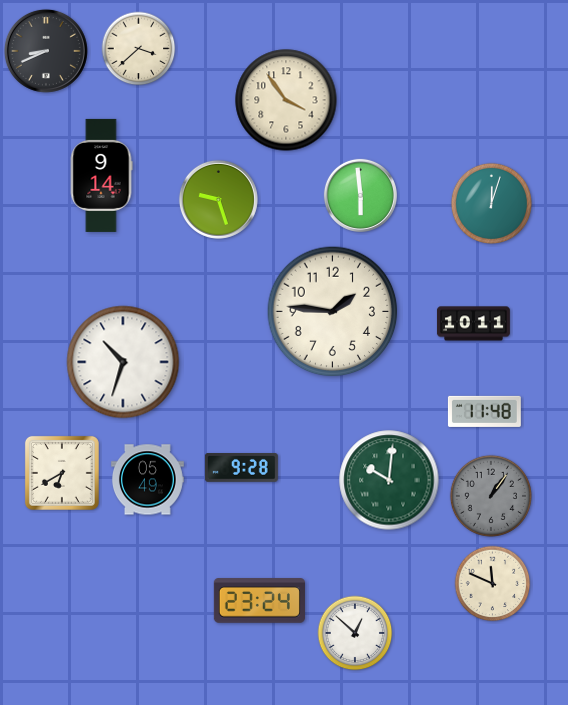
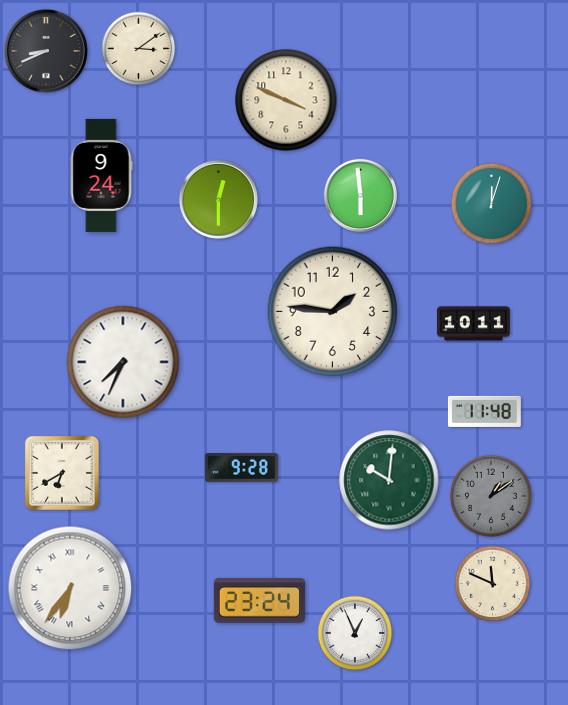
clock at (139, 49): 3:38 -> 3:09
clock at (286, 100): 3:54 -> 3:49
clock at (101, 175): 9:14 -> 9:24
clock at (218, 199): 9:27 -> 12:30
clock at (123, 362): 10:33 -> 7:34
clock at (147, 480): 05:49 -> none
clock at (491, 496): 1:06 -> 1:09
clock at (70, 588): none -> 6:36
clock at (355, 633): 12:52 -> 12:56
